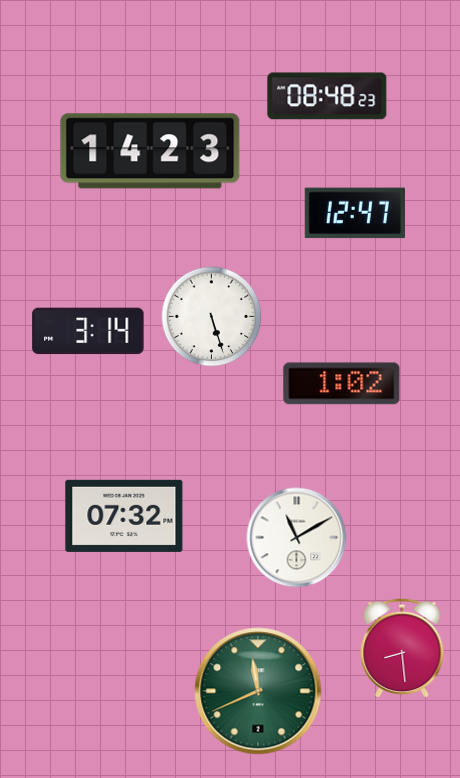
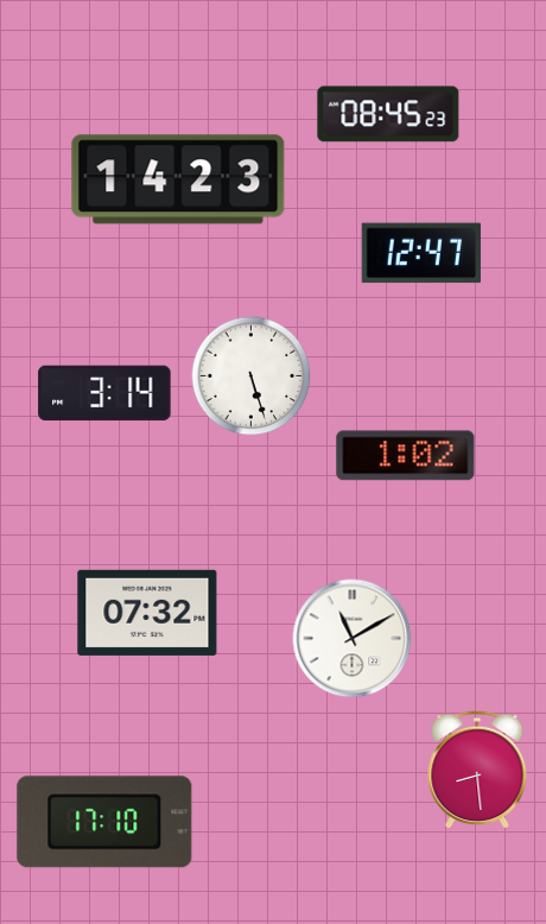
clock at (327, 96): 08:48 -> 08:45
clock at (258, 691): 11:41 -> none
clock at (104, 822): none -> 17:10
